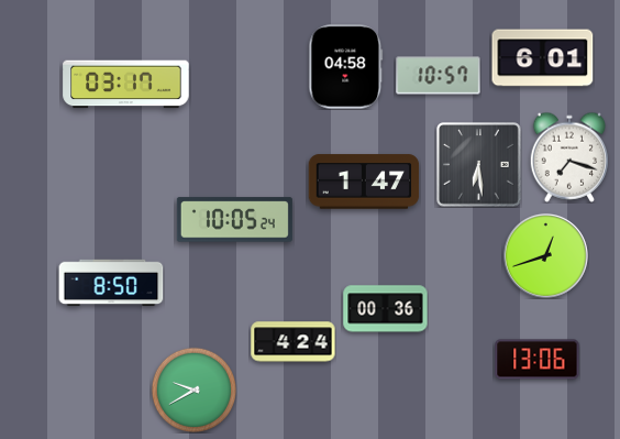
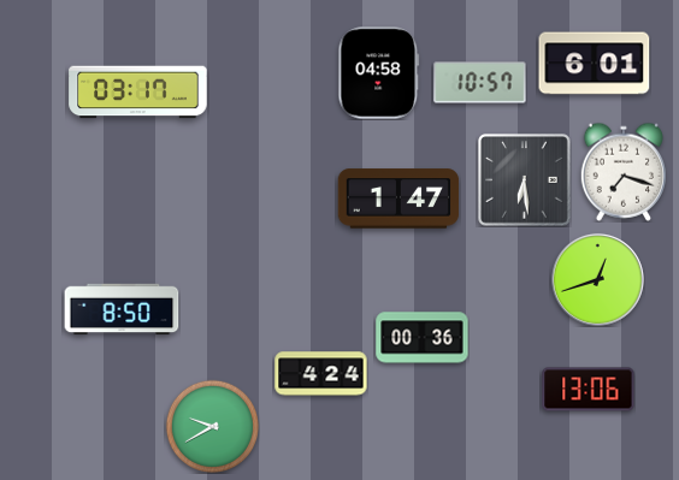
clock at (234, 220): 10:05 -> none
clock at (538, 360) position: (538, 360) -> (589, 390)
